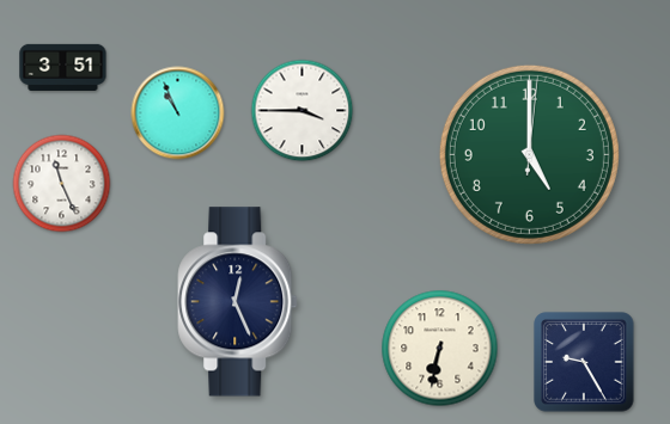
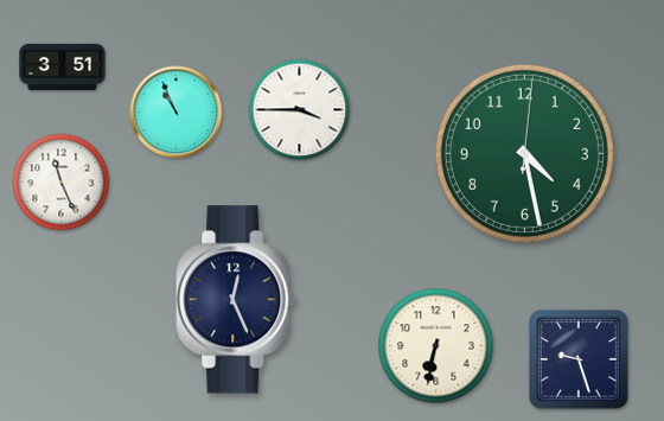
clock at (529, 154): 5:00 -> 4:28
clock at (584, 362): 9:25 -> 9:27
